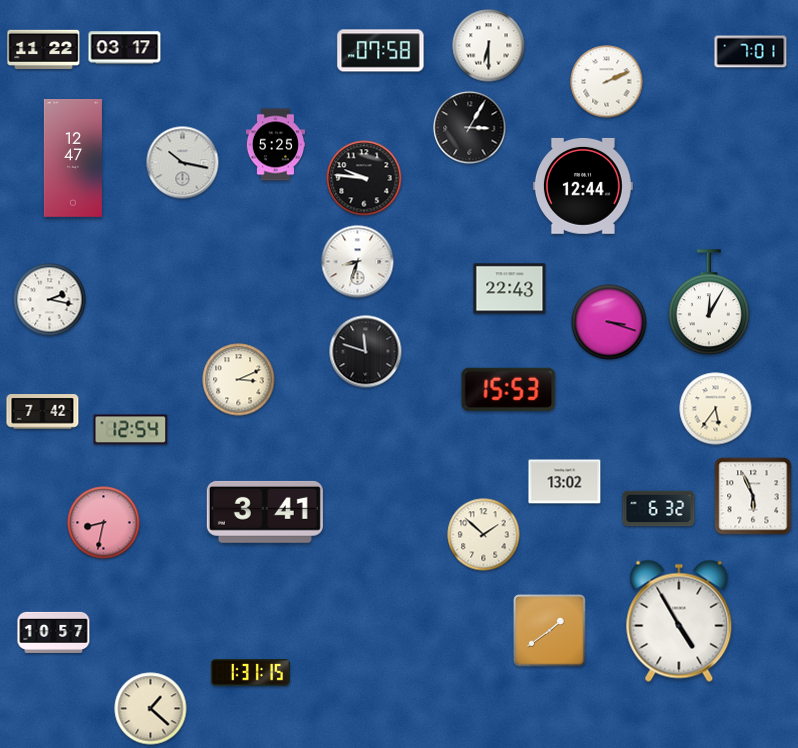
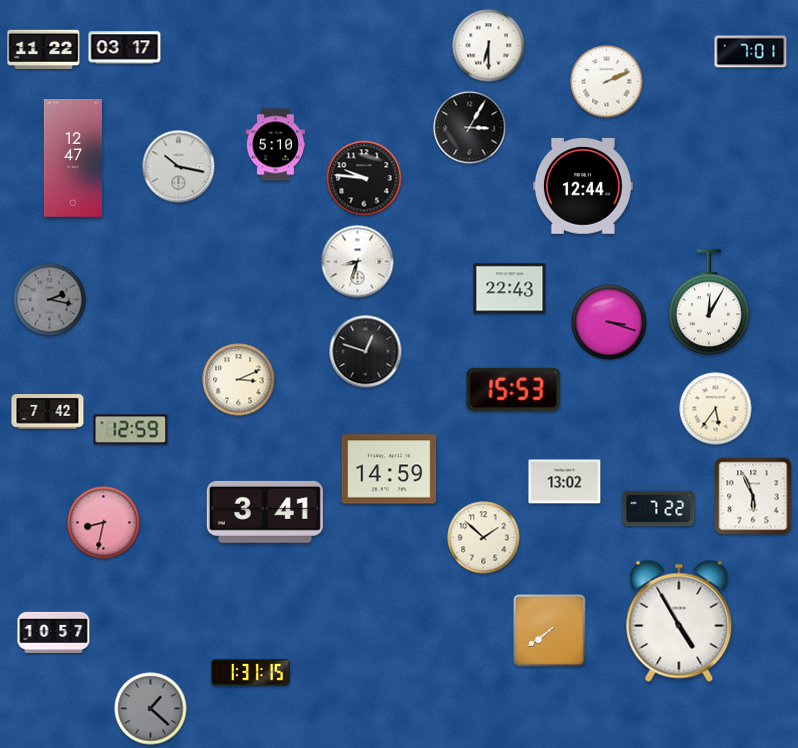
clock at (381, 51): 07:58 -> none
clock at (275, 145): 5:25 -> 5:10
clock at (183, 163) position: (183, 163) -> (179, 167)
clock at (50, 300) dial: white -> grey
clock at (366, 352): 11:48 -> 12:48
clock at (509, 389) position: (509, 389) -> (514, 389)
clock at (43, 412) position: (43, 412) -> (48, 412)
clock at (131, 430): 12:54 -> 12:59
clock at (389, 469): none -> 14:59
clock at (659, 509): 6:32 -> 7:22
clock at (484, 535) position: (484, 535) -> (484, 538)
clock at (550, 631): 1:39 -> 7:39
clock at (151, 709) dial: cream -> grey
